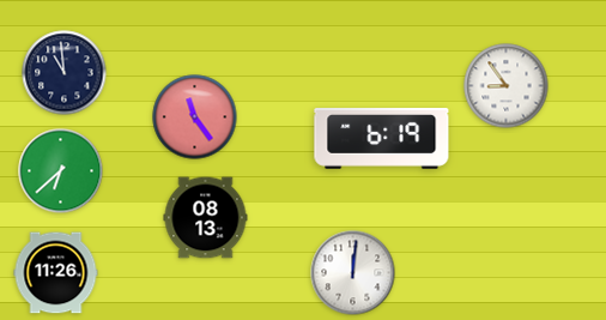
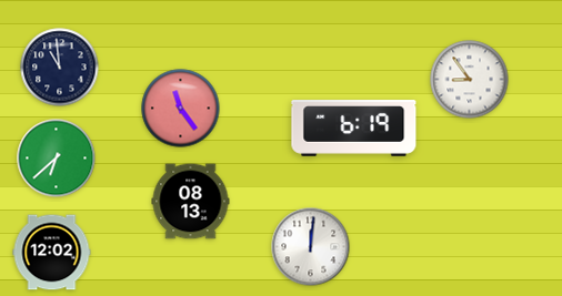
clock at (56, 273): 11:26 -> 12:02
clock at (353, 273) position: (353, 273) -> (311, 247)
